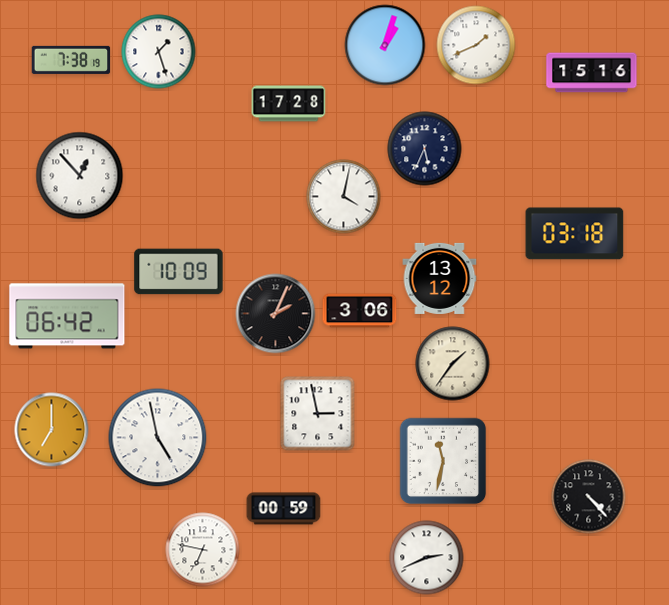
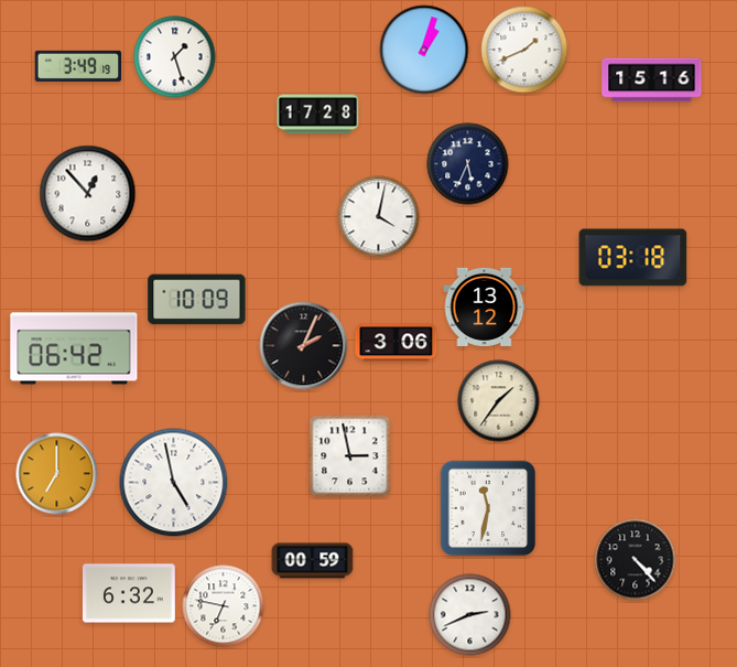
clock at (71, 60): 7:38 -> 3:49
clock at (589, 497) position: (589, 497) -> (636, 560)
clock at (129, 593): none -> 6:32
